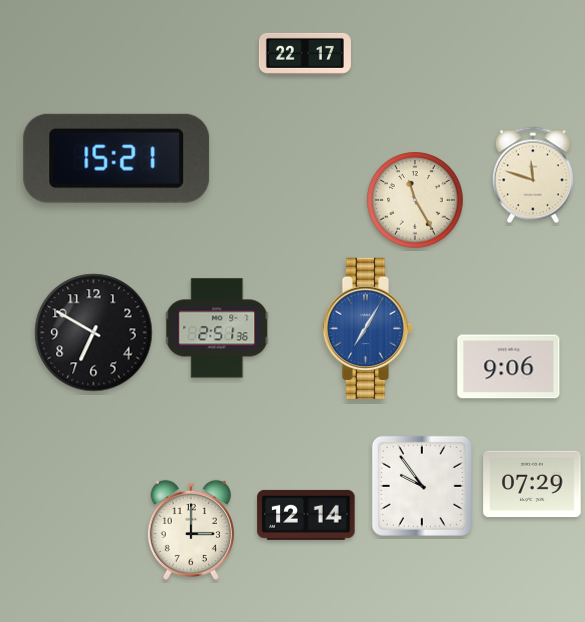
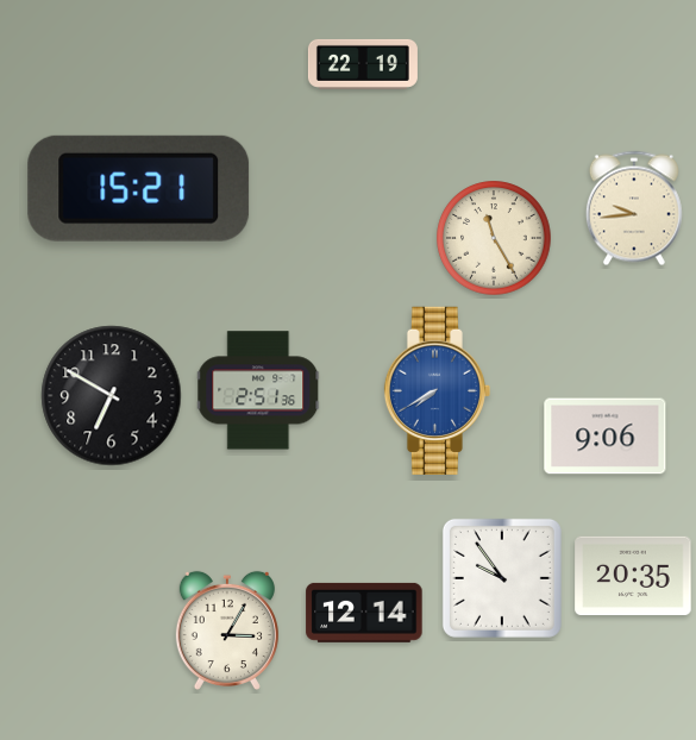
clock at (305, 54): 22:17 -> 22:19
clock at (533, 175): 11:48 -> 9:44
clock at (367, 328): 7:05 -> 7:40
clock at (532, 484): 07:29 -> 20:35
clock at (191, 529): 3:00 -> 3:05
